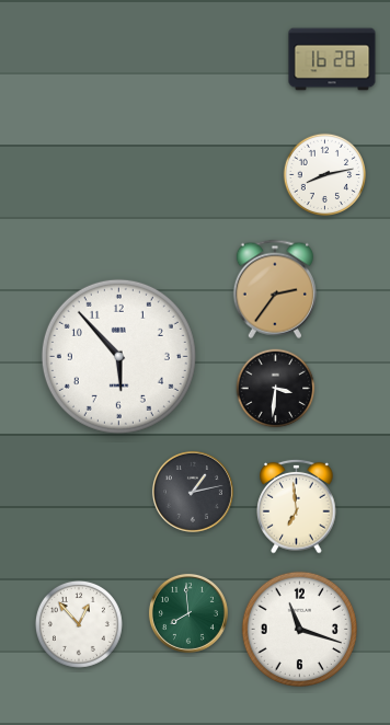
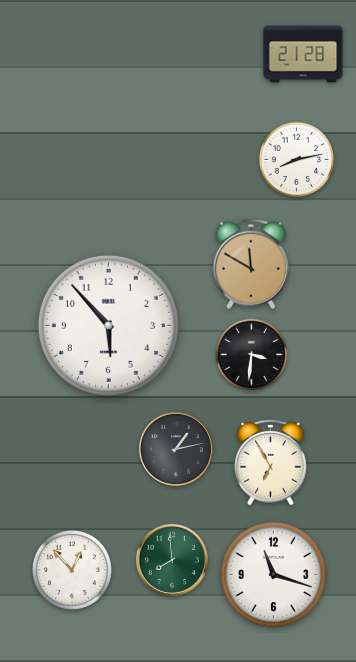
clock at (332, 59): 16:28 -> 21:28
clock at (275, 289): 2:36 -> 11:50
clock at (297, 506): 6:59 -> 6:55
